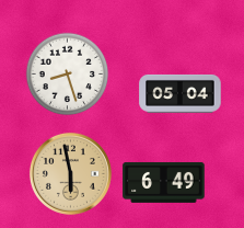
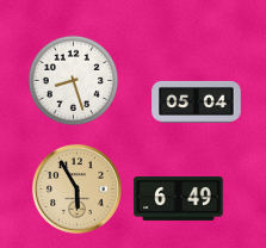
clock at (70, 173): 5:58 -> 5:55
